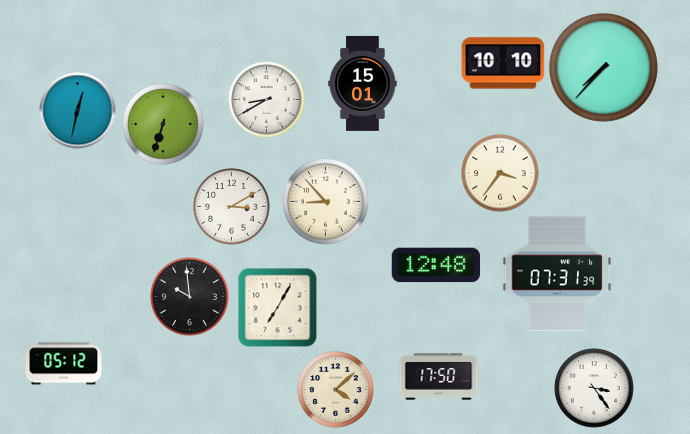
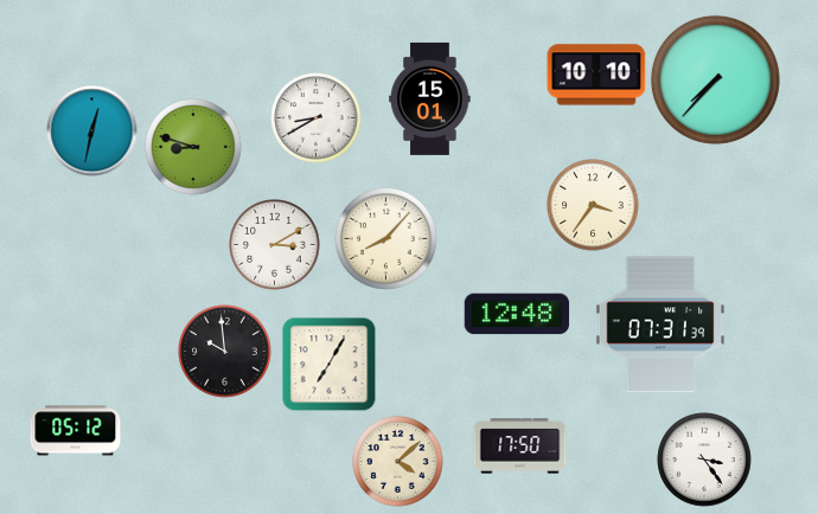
clock at (163, 124): 6:33 -> 8:48
clock at (326, 202): 8:53 -> 8:07
